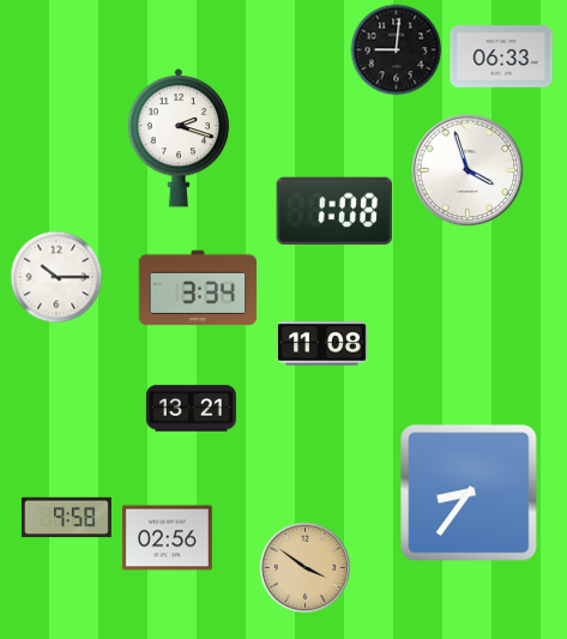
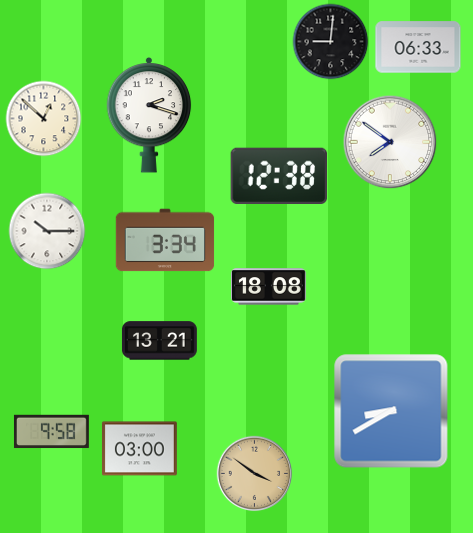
clock at (44, 119): none -> 12:52
clock at (468, 170): 3:57 -> 7:51
clock at (334, 210): 1:08 -> 12:38
clock at (322, 344): 11:08 -> 18:08
clock at (469, 493): 8:36 -> 8:40
clock at (66, 518) position: (66, 518) -> (51, 432)
clock at (167, 538): 02:56 -> 03:00
